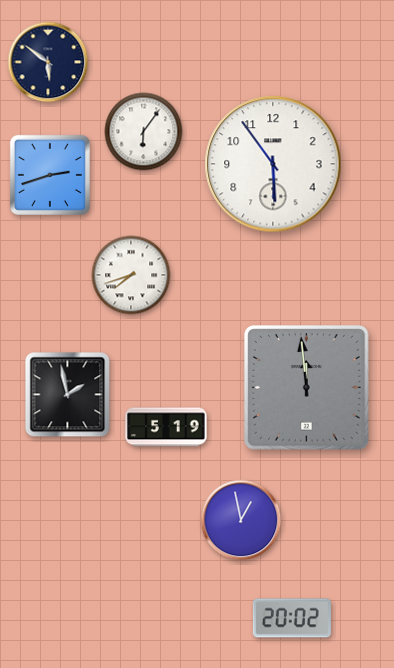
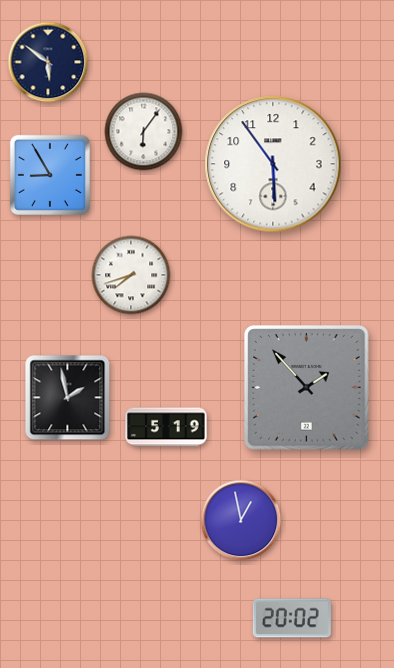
clock at (50, 175): 2:42 -> 8:55
clock at (307, 388): 11:59 -> 1:53
clock at (68, 395) position: (68, 395) -> (68, 398)
